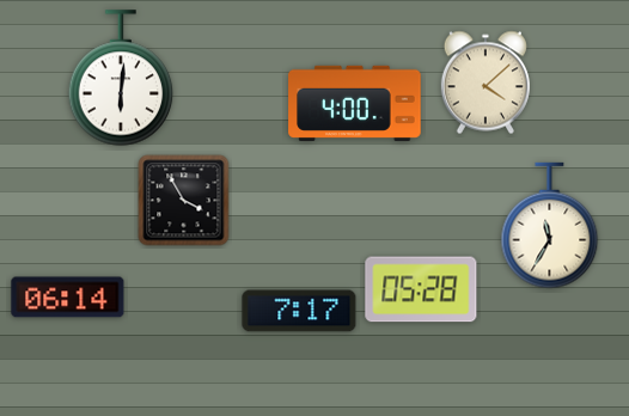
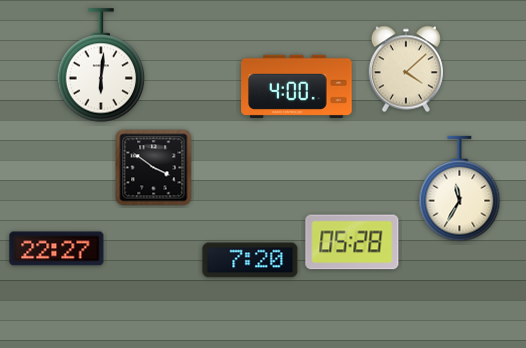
clock at (184, 201): 3:55 -> 3:51
clock at (68, 298): 06:14 -> 22:27
clock at (299, 311): 7:17 -> 7:20
